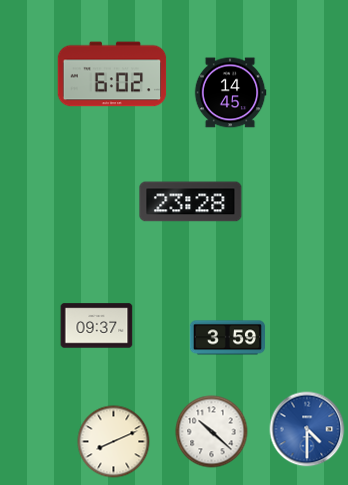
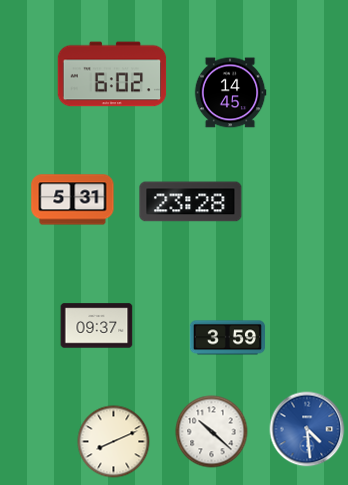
clock at (73, 200): none -> 5:31
clock at (307, 429): 4:30 -> 4:29
